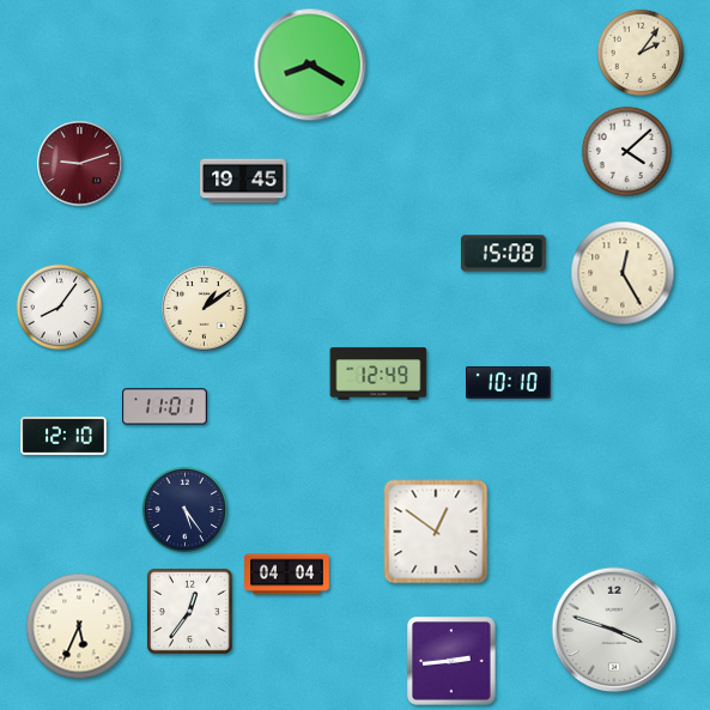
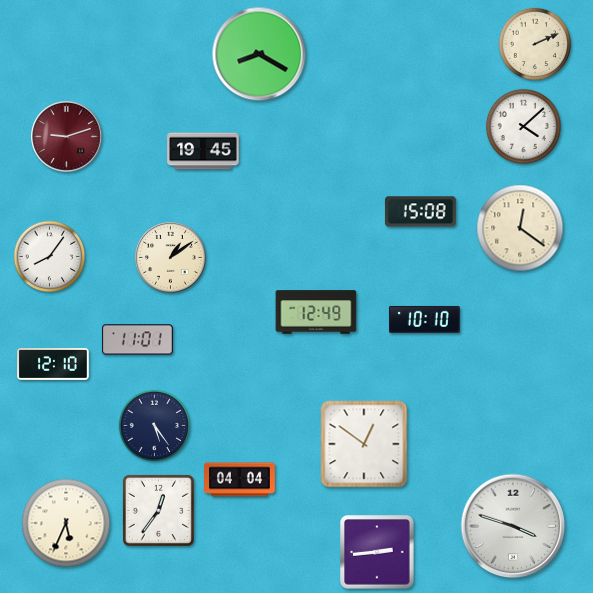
clock at (641, 53): 2:06 -> 2:11
clock at (623, 273): 12:25 -> 12:21
